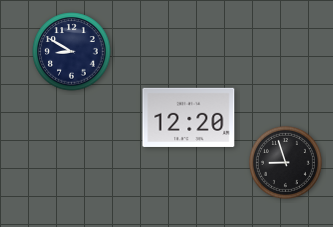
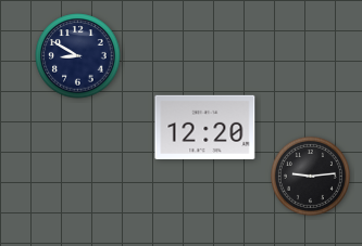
clock at (285, 162): 8:57 -> 9:14
